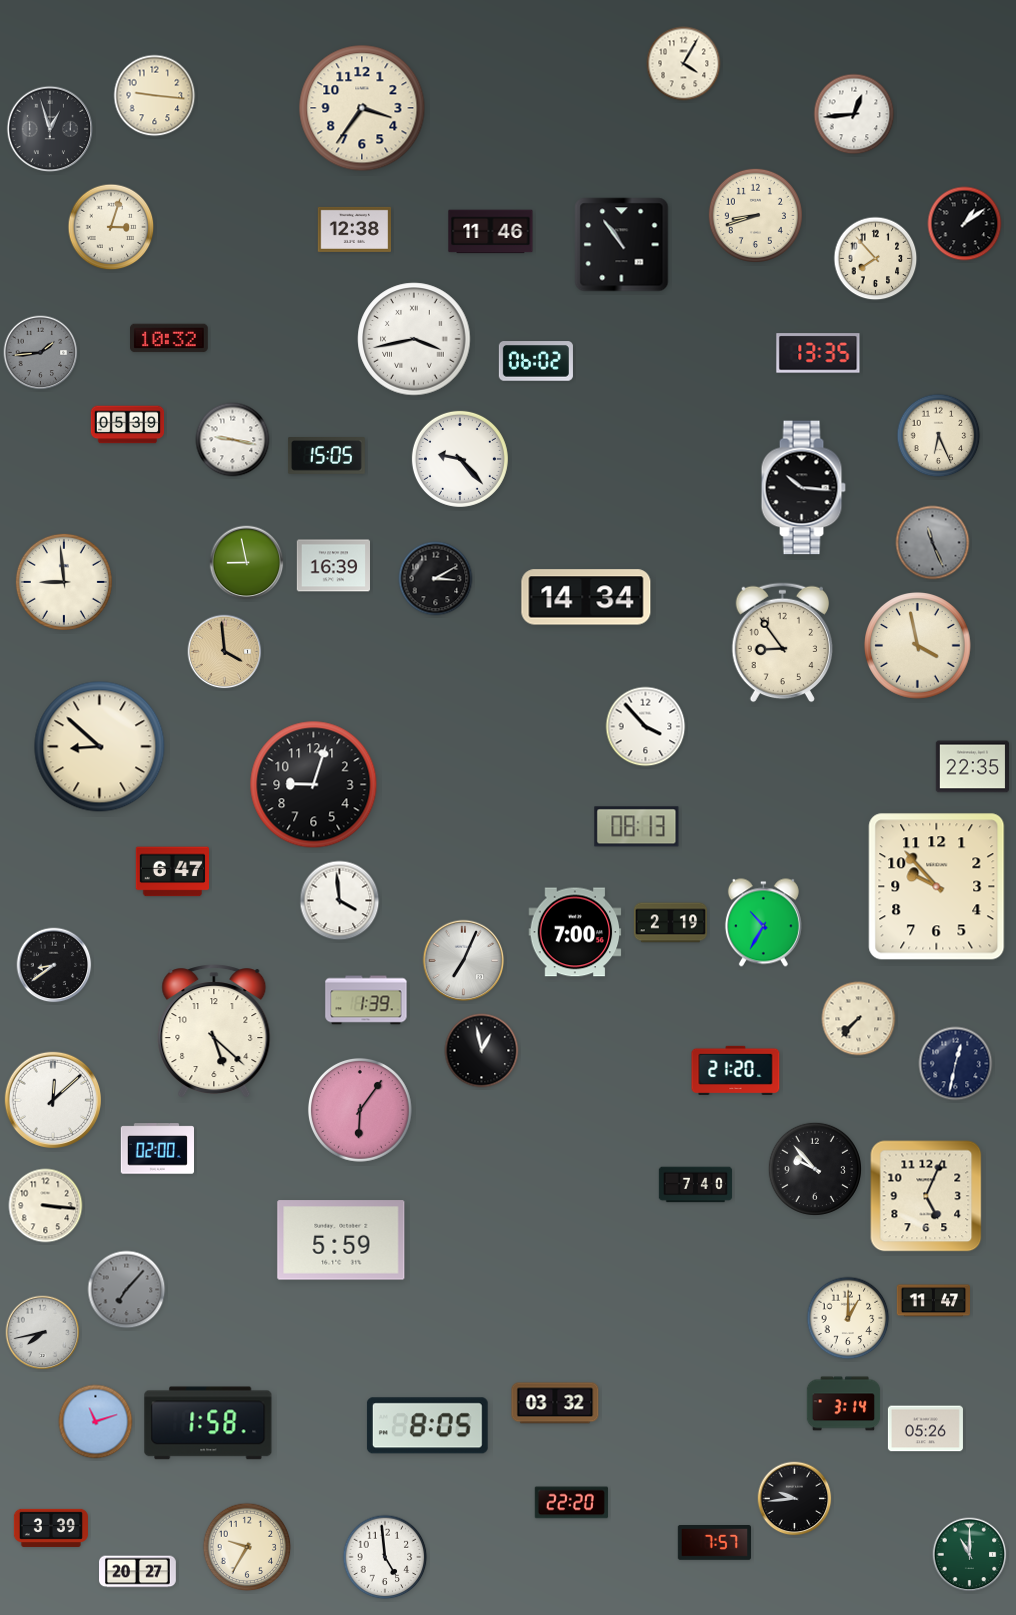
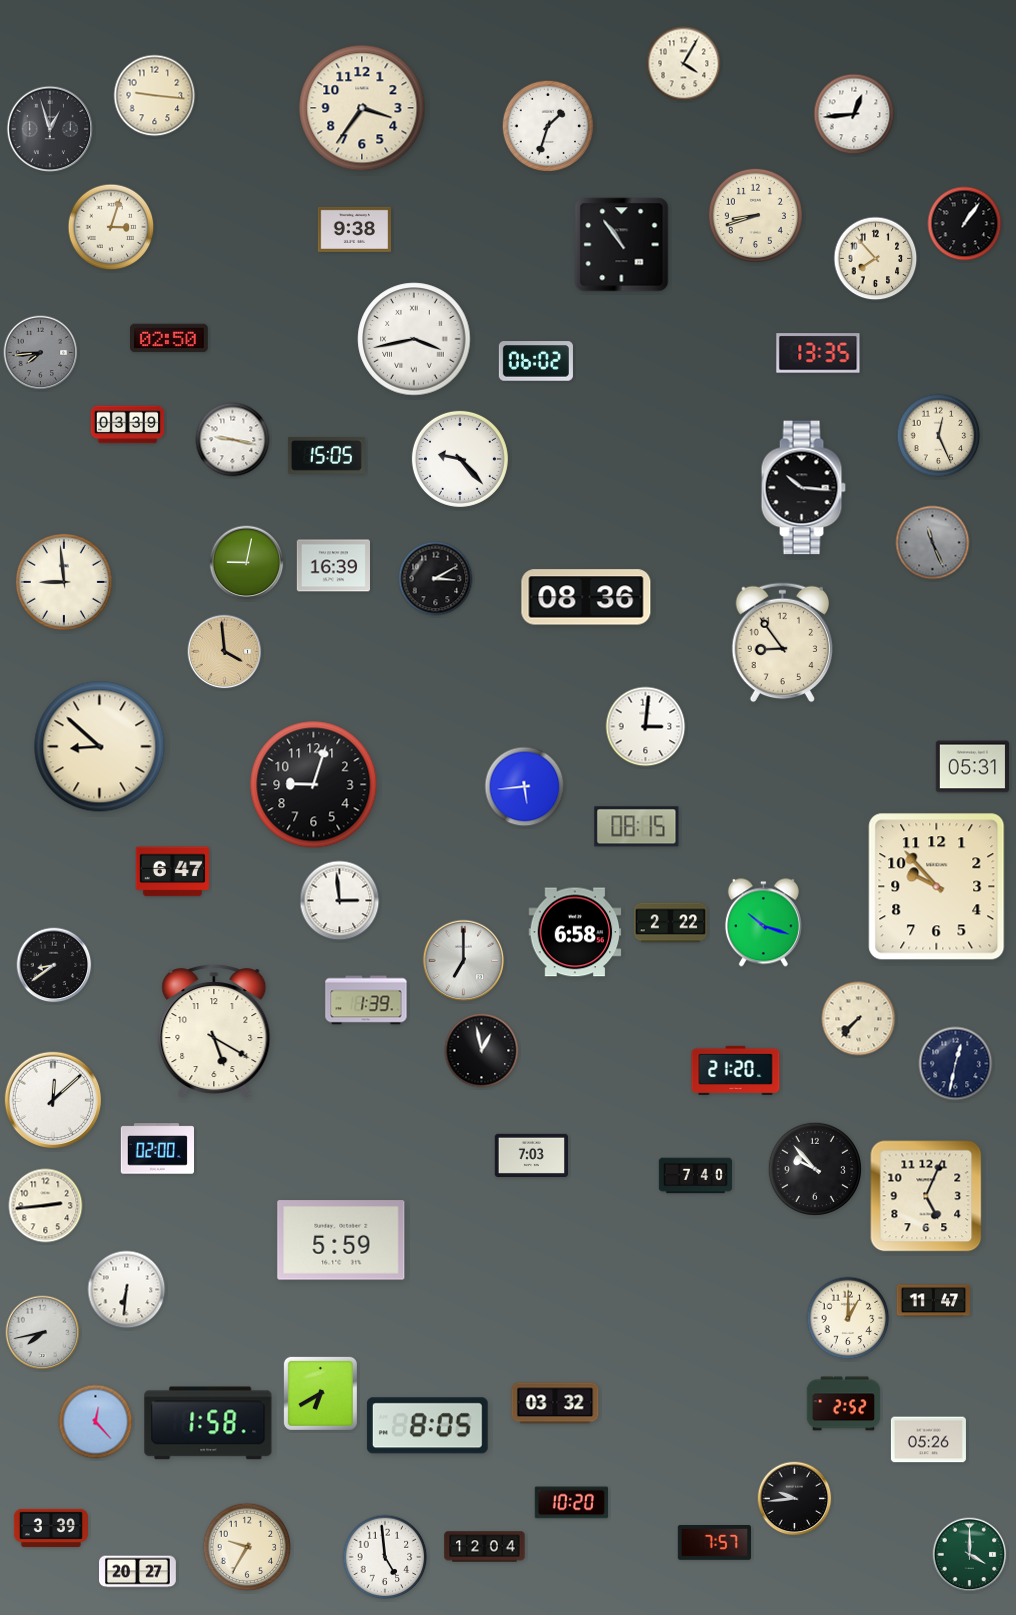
clock at (547, 125): none -> 1:33
clock at (965, 224): 1:09 -> 1:06
clock at (354, 229): 12:38 -> 9:38
clock at (491, 232): 11:46 -> none
clock at (170, 338): 10:32 -> 02:50
clock at (41, 353): 1:44 -> 7:44
clock at (128, 425): 05:39 -> 03:39
clock at (939, 436): 6:26 -> 12:26
clock at (247, 563): 8:58 -> 9:02
clock at (586, 597): 14:34 -> 08:36
clock at (918, 646): 3:58 -> none
clock at (646, 727): 3:53 -> 3:01
clock at (972, 767): 22:35 -> 05:31
clock at (525, 787): none -> 5:44
clock at (637, 827): 08:13 -> 08:15
clock at (340, 901): 3:59 -> 2:59
clock at (671, 923): 2:19 -> 2:22
clock at (763, 923): 10:35 -> 10:18
clock at (575, 932): 7:00 -> 6:58
clock at (464, 961): 7:04 -> 7:00
clock at (214, 1031): 5:22 -> 5:20
clock at (360, 1110): 6:06 -> none
clock at (531, 1155): none -> 7:03
clock at (696, 1185) position: (696, 1185) -> (696, 1176)
clock at (46, 1206): 3:16 -> 2:44
clock at (127, 1290): 7:07 -> 6:31
clock at (127, 1290) dial: grey -> white
clock at (320, 1393): none -> 6:40
clock at (844, 1404): 3:14 -> 2:52
clock at (96, 1422): 11:12 -> 12:23
clock at (925, 1429) position: (925, 1429) -> (928, 1440)
clock at (571, 1503): 22:20 -> 10:20
clock at (485, 1547): none -> 12:04
clock at (970, 1555): 11:00 -> 4:00
